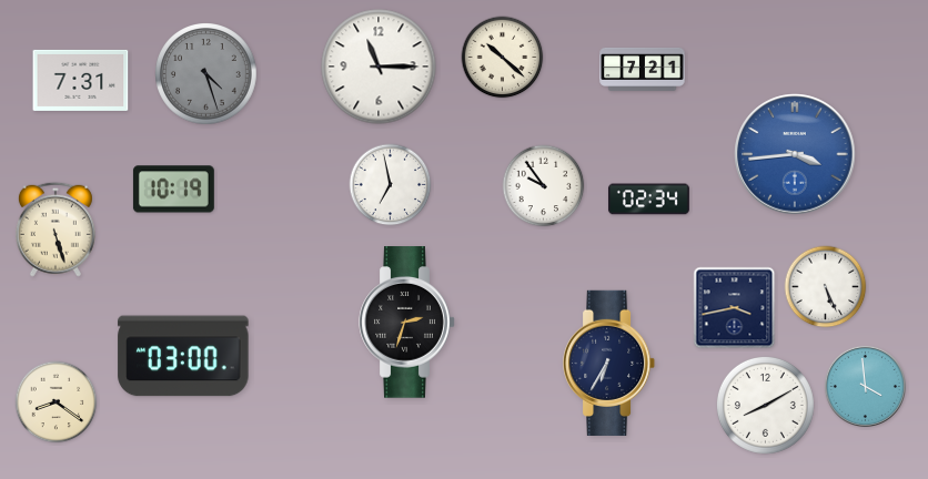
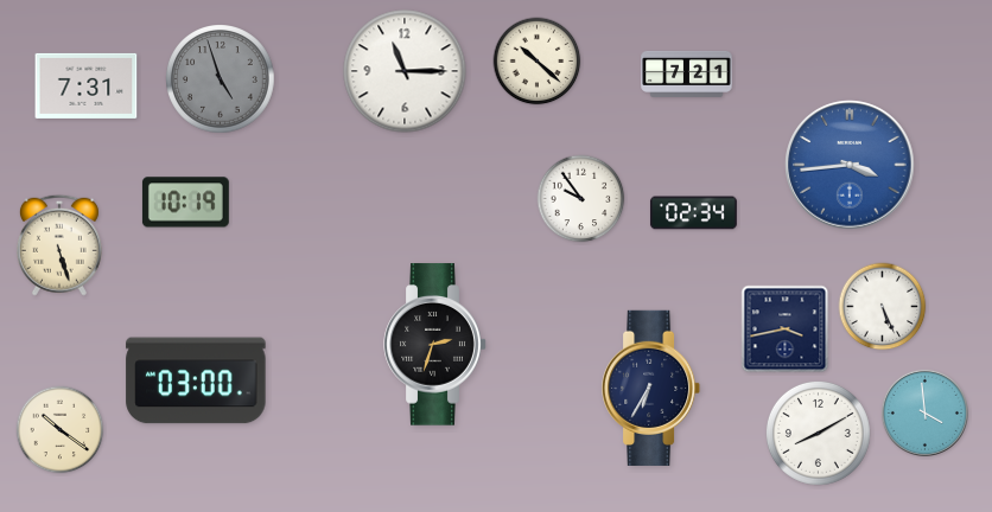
clock at (206, 74): 4:27 -> 4:57
clock at (391, 185): 6:58 -> none
clock at (57, 402): 8:21 -> 10:21
